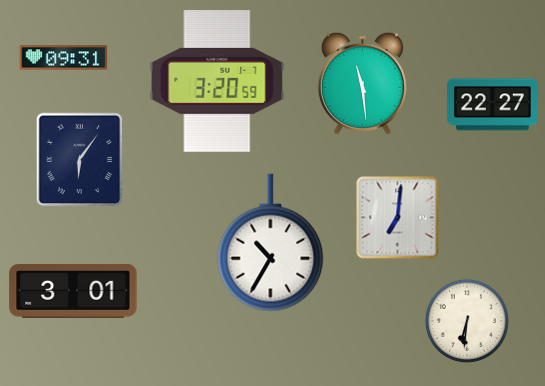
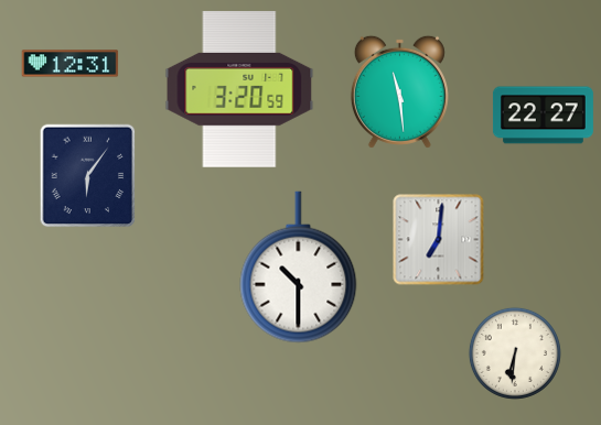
clock at (64, 58): 09:31 -> 12:31
clock at (271, 243): 10:35 -> 10:30
clock at (73, 291): 3:01 -> none
